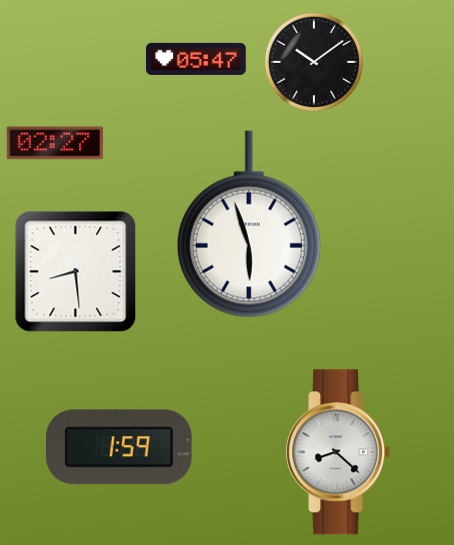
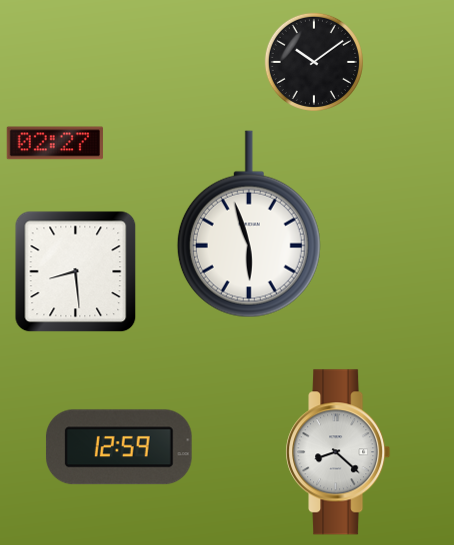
clock at (196, 59): 05:47 -> none
clock at (119, 447): 1:59 -> 12:59
